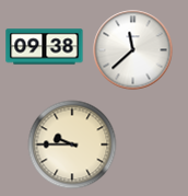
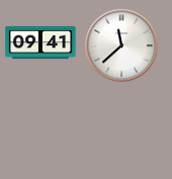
clock at (45, 47): 09:38 -> 09:41
clock at (72, 145): 9:45 -> none
